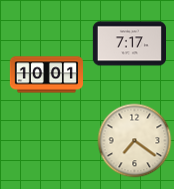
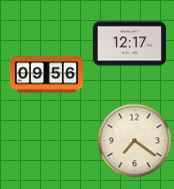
clock at (129, 44): 7:17 -> 12:17
clock at (46, 75): 10:01 -> 09:56
